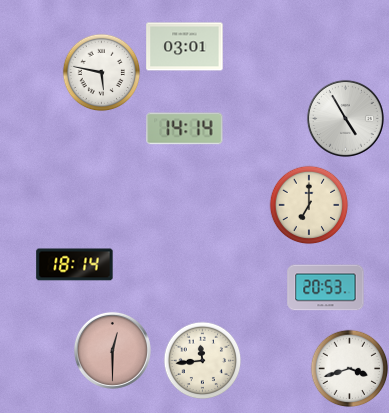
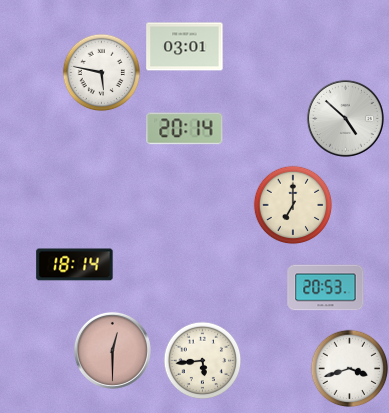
clock at (345, 118): 4:55 -> 4:52
clock at (185, 129): 14:14 -> 20:14
clock at (309, 205) position: (309, 205) -> (293, 205)
clock at (202, 360): 11:44 -> 5:44
